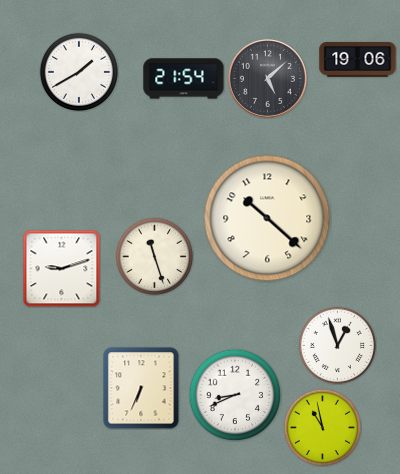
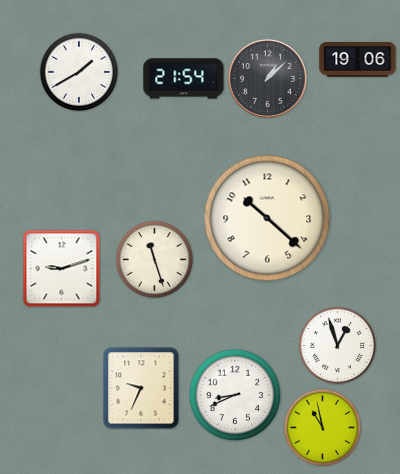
clock at (267, 78): 5:08 -> 1:08
clock at (154, 256) position: (154, 256) -> (154, 259)
clock at (141, 388): 6:34 -> 9:34
